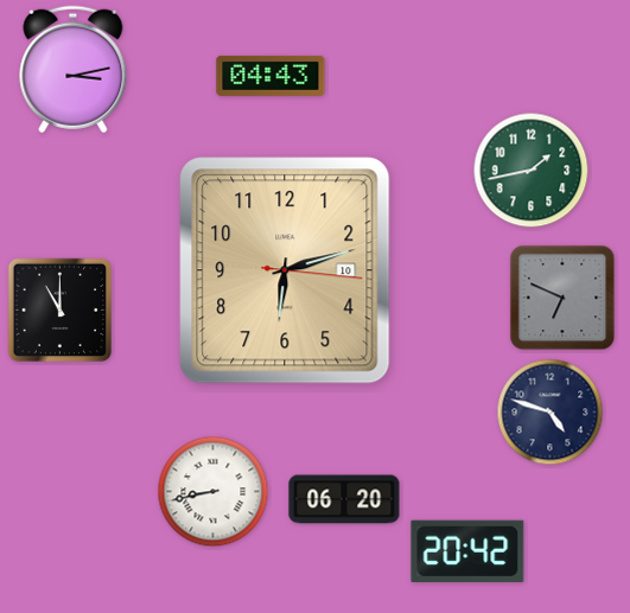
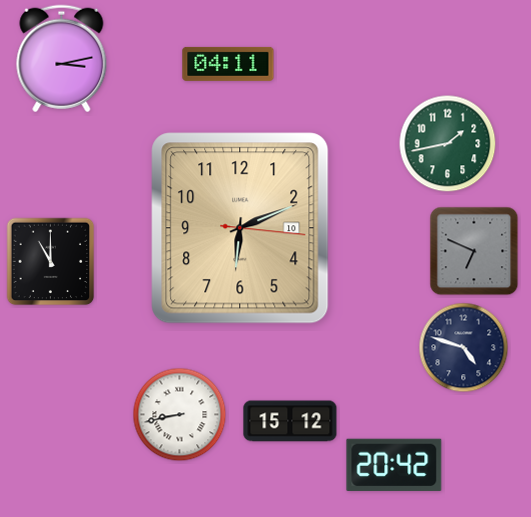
clock at (271, 76): 04:43 -> 04:11
clock at (285, 270): 6:12 -> 6:11
clock at (344, 499): 06:20 -> 15:12
